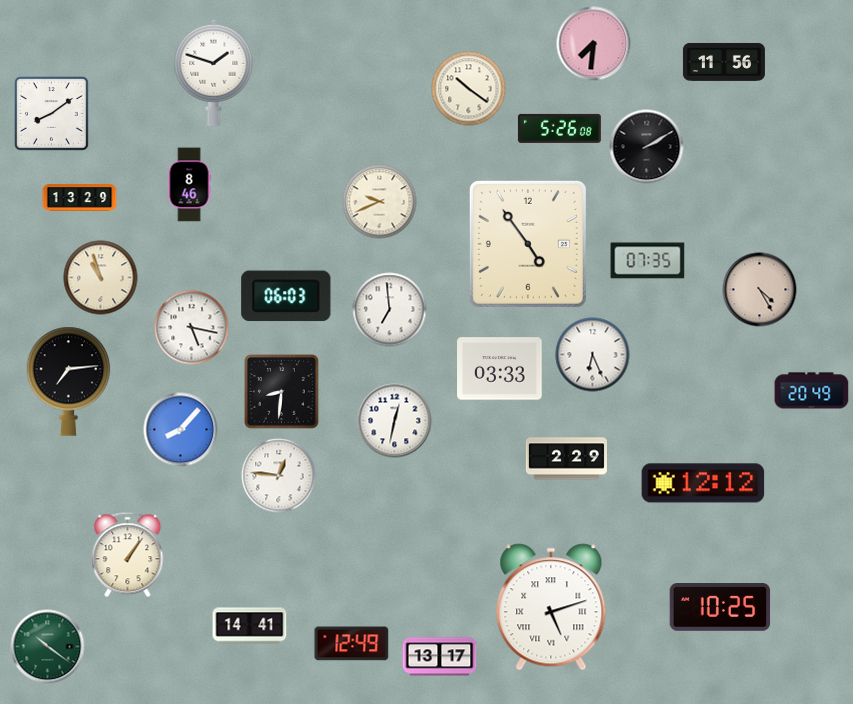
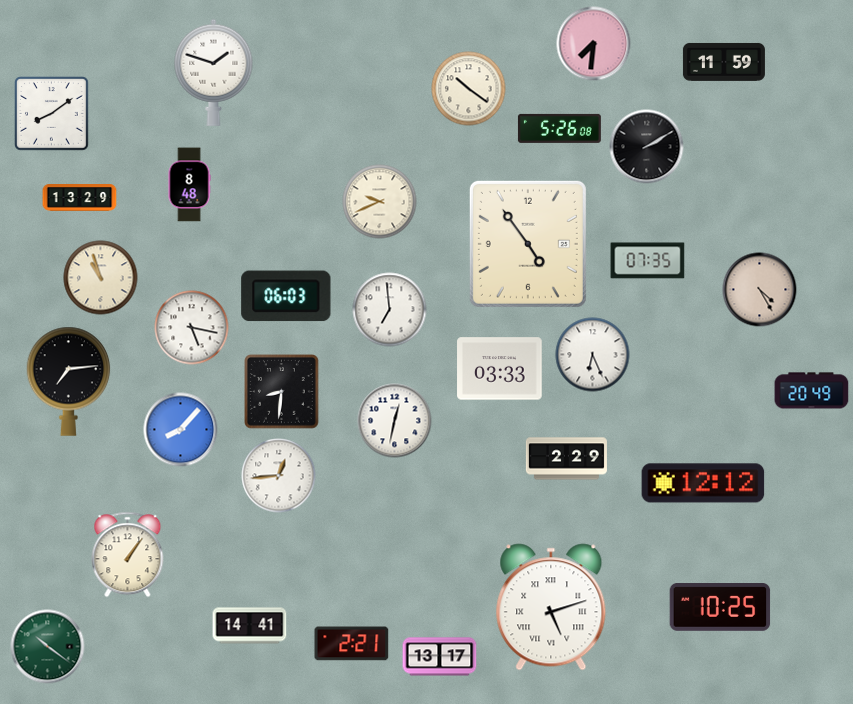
clock at (724, 62): 11:56 -> 11:59
clock at (189, 185): 8:46 -> 8:48
clock at (279, 476): 12:46 -> 12:44
clock at (352, 644): 12:49 -> 2:21
